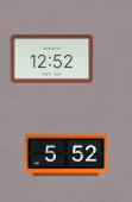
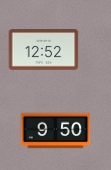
clock at (67, 156): 5:52 -> 9:50
